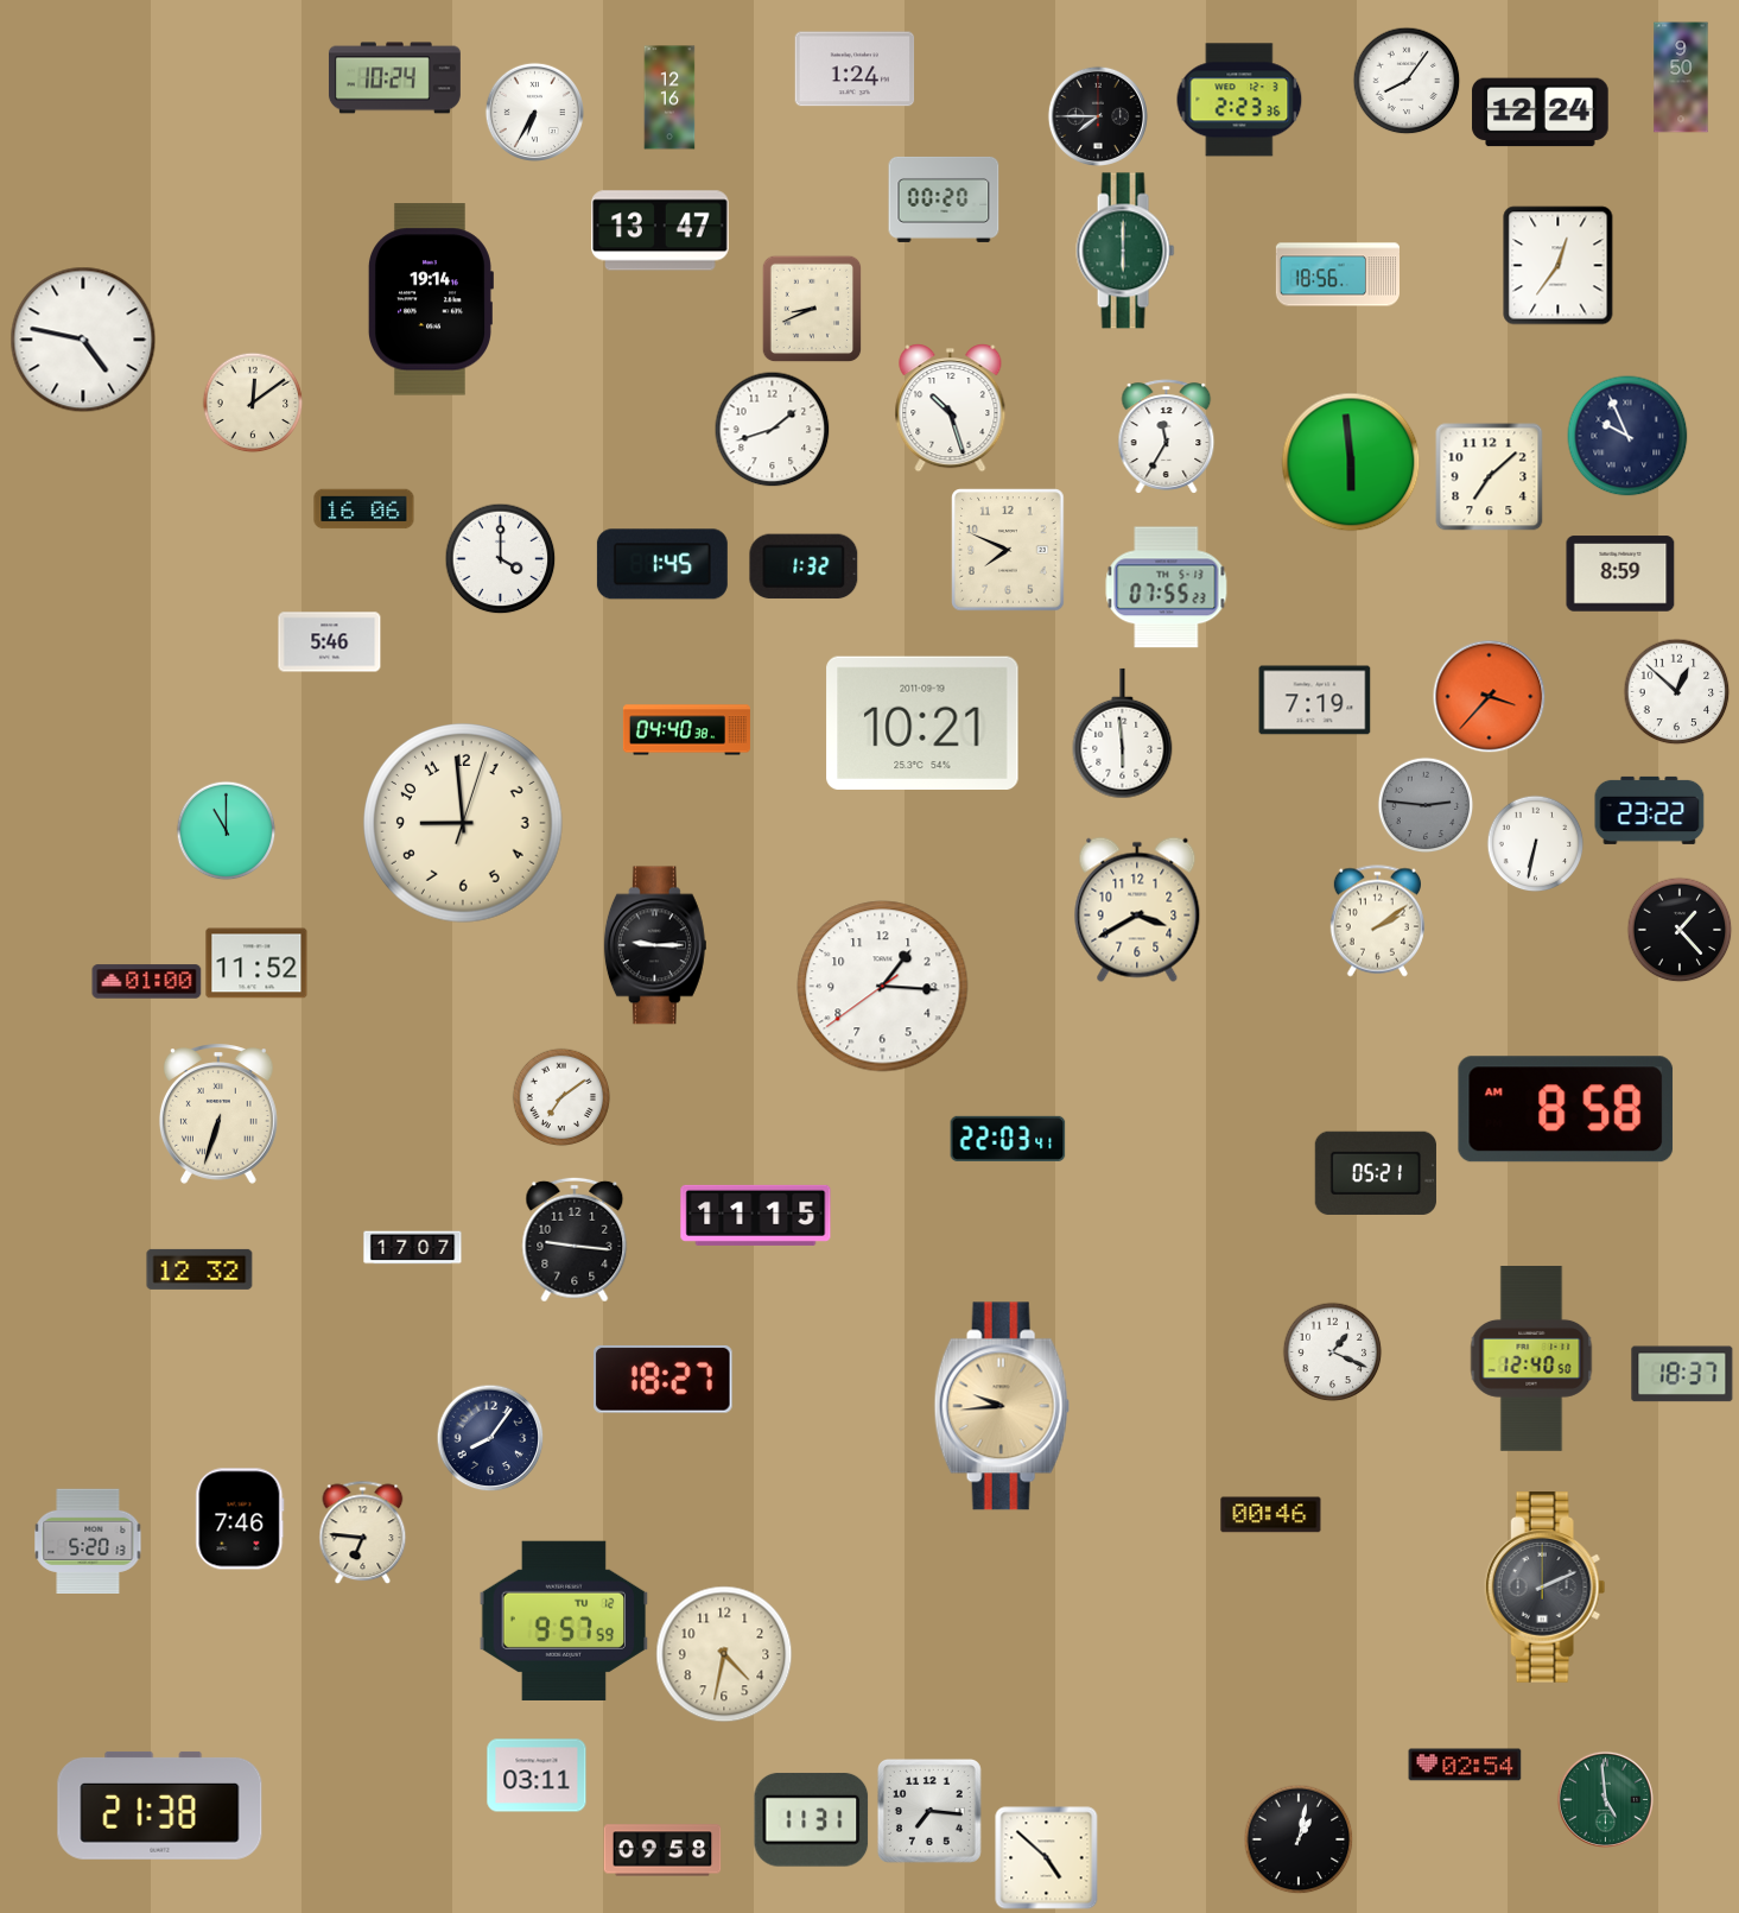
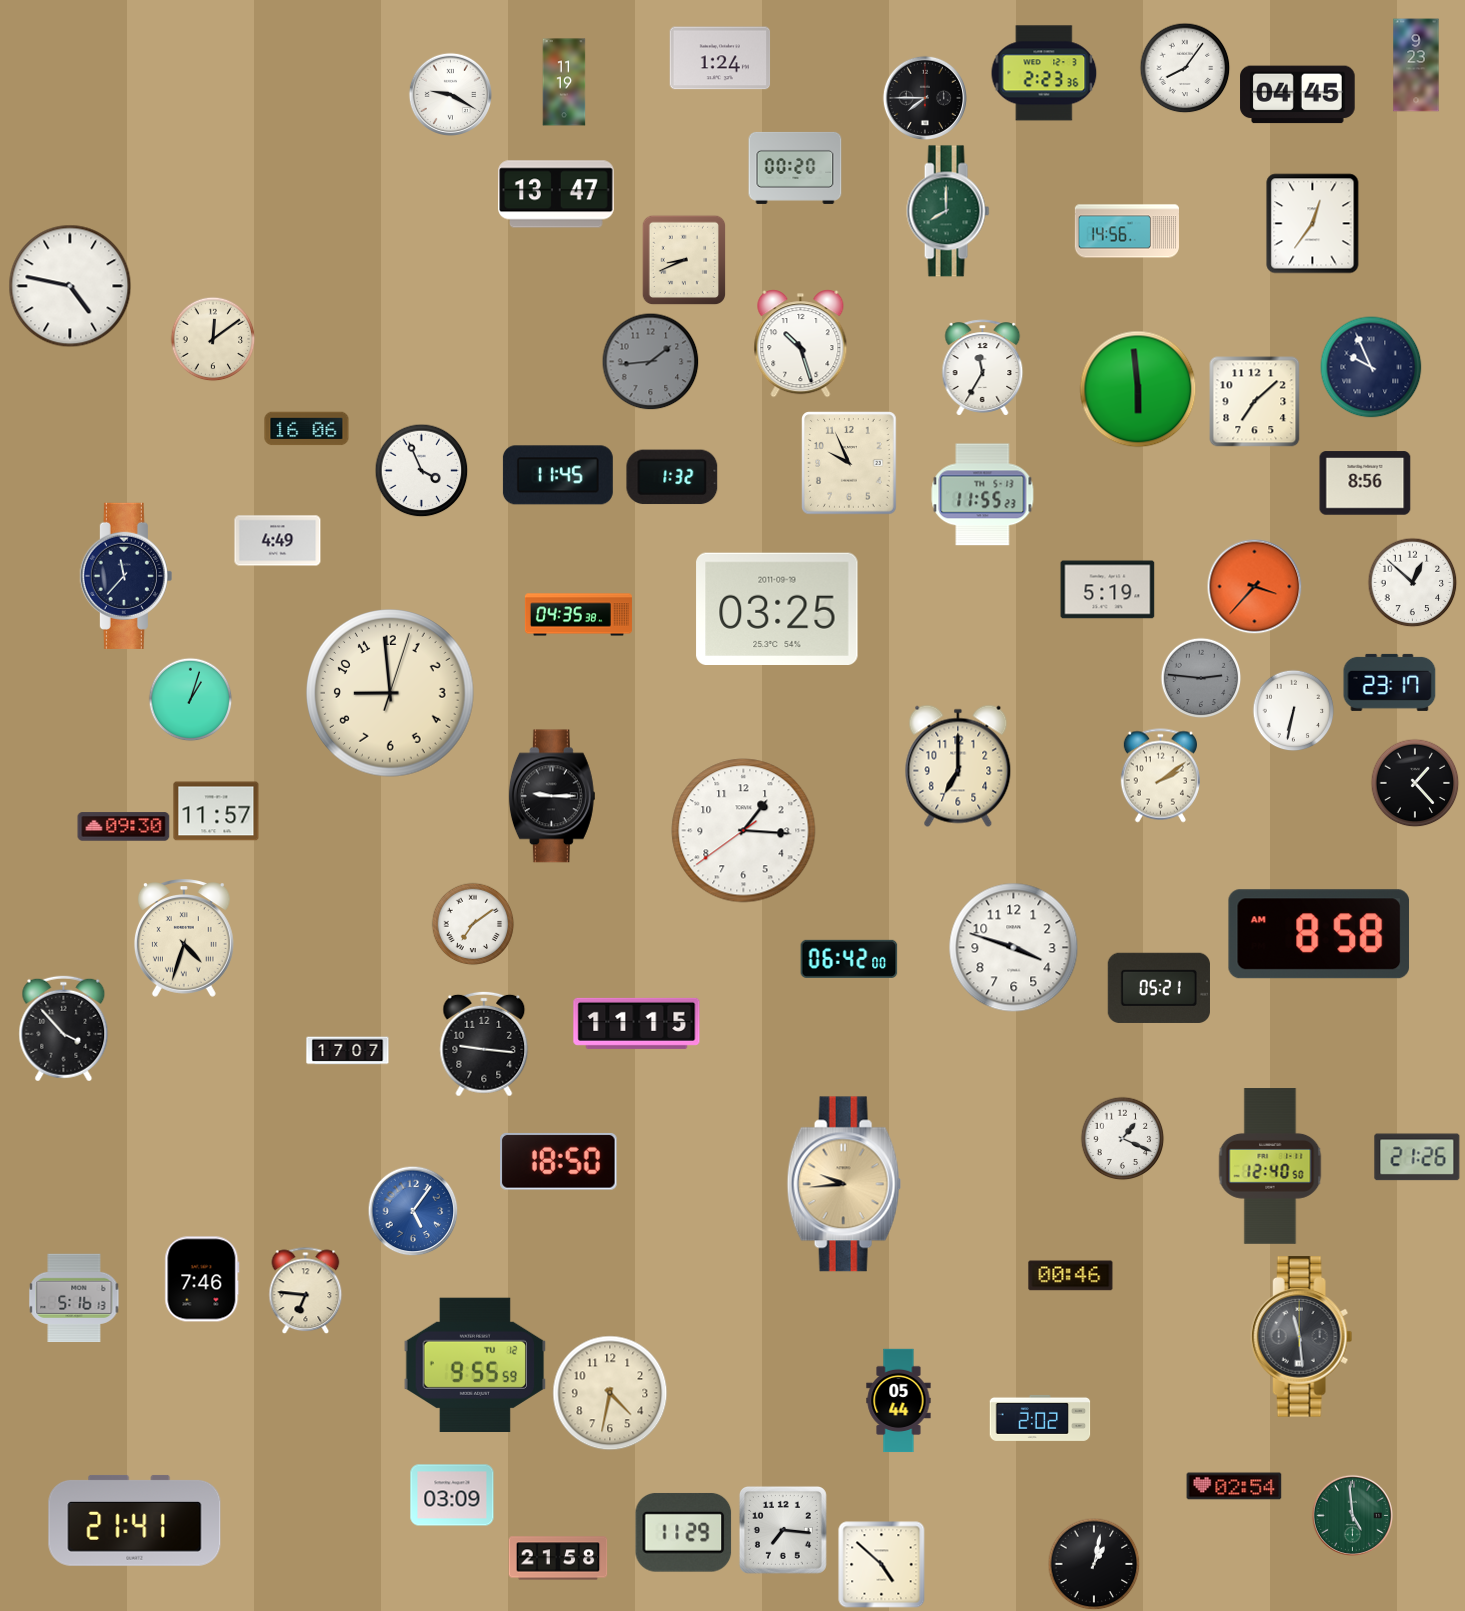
clock at (1681, 77): 9:50 -> 9:23
clock at (394, 78): 10:24 -> none
clock at (669, 97): 12:16 -> 11:19
clock at (1239, 100) position: (1239, 100) -> (1044, 73)
clock at (534, 112): 6:35 -> 9:20
clock at (1541, 113): 12:24 -> 04:45
clock at (1125, 251): 6:00 -> 8:00
clock at (1337, 274): 18:56 -> 14:56
clock at (430, 299): 19:14 -> none
clock at (772, 429): 1:42 -> 1:44
clock at (772, 429) dial: white -> grey
clock at (1008, 550): 7:49 -> 9:56
clock at (500, 558): 4:00 -> 3:56
clock at (662, 564): 1:45 -> 11:45
clock at (804, 566) position: (804, 566) -> (672, 477)
clock at (1620, 574): 8:59 -> 8:56
clock at (1167, 588): 07:55 -> 11:55
clock at (330, 642): 5:46 -> 4:49
clock at (126, 576): none -> 11:37
clock at (1315, 701): 7:19 -> 5:19
clock at (922, 722): 10:21 -> 03:25
clock at (686, 730): 04:40 -> 04:35
clock at (1123, 734): 5:59 -> none
clock at (1650, 810): 23:22 -> 23:17
clock at (226, 830): 11:00 -> 1:03
clock at (1137, 910): 3:40 -> 7:00
clock at (256, 963): 11:52 -> 11:57
clock at (147, 982): 01:00 -> 09:30
clock at (218, 1114): 6:33 -> 4:33
clock at (1014, 948): none -> 3:48
clock at (1008, 1139): 22:03 -> 06:42
clock at (64, 1029): none -> 3:53
clock at (199, 1269): 12:32 -> none
clock at (1531, 1358) position: (1531, 1358) -> (1270, 1166)
clock at (1682, 1374): 18:37 -> 21:26
clock at (664, 1379): 18:27 -> 18:50
clock at (490, 1438): 8:06 -> 5:06
clock at (490, 1438) dial: navy -> blue
clock at (88, 1540): 5:20 -> 5:16
clock at (1546, 1588): 2:11 -> 11:29
clock at (564, 1620): 9:57 -> 9:55
clock at (899, 1401): none -> 05:44
clock at (1040, 1418): none -> 2:02
clock at (537, 1775): 03:11 -> 03:09
clock at (160, 1805): 21:38 -> 21:41
clock at (929, 1811) position: (929, 1811) -> (783, 1530)
clock at (812, 1819): 11:31 -> 11:29
clock at (1299, 1839) position: (1299, 1839) -> (1094, 1564)
clock at (662, 1850): 09:58 -> 21:58
